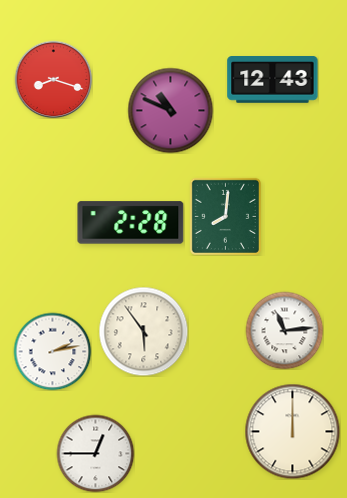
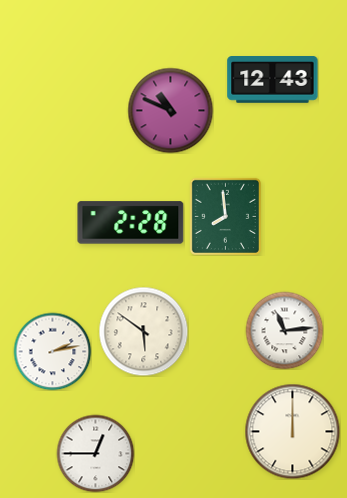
clock at (53, 79): 8:18 -> none
clock at (225, 216): 8:01 -> 7:59
clock at (143, 331): 5:54 -> 5:51
